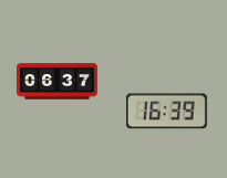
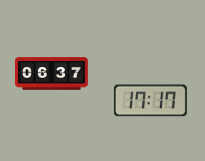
clock at (166, 112): 16:39 -> 17:17
